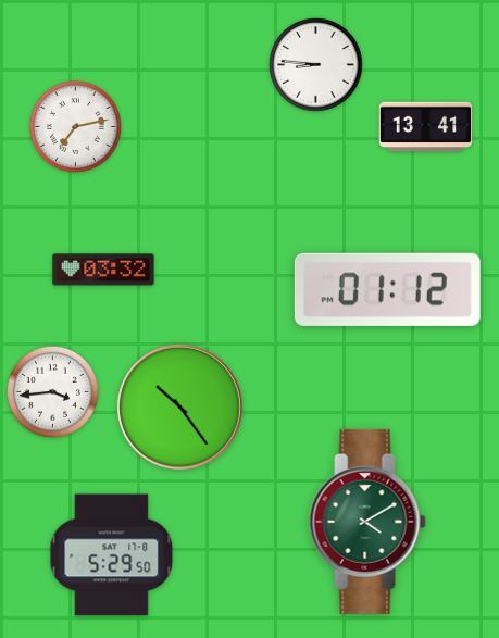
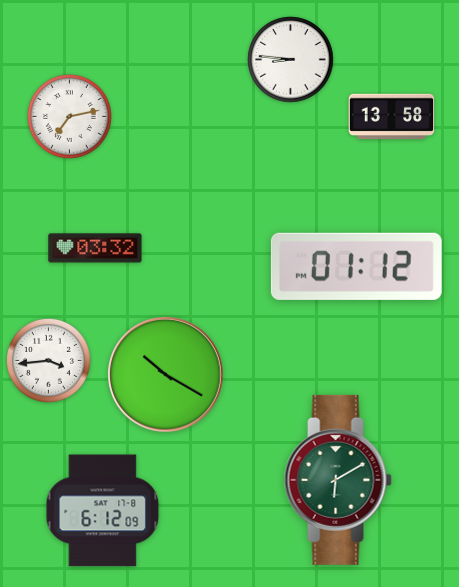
clock at (426, 127): 13:41 -> 13:58
clock at (180, 408): 10:24 -> 10:20
clock at (367, 522): 4:10 -> 6:10
clock at (112, 555): 5:29 -> 6:12
